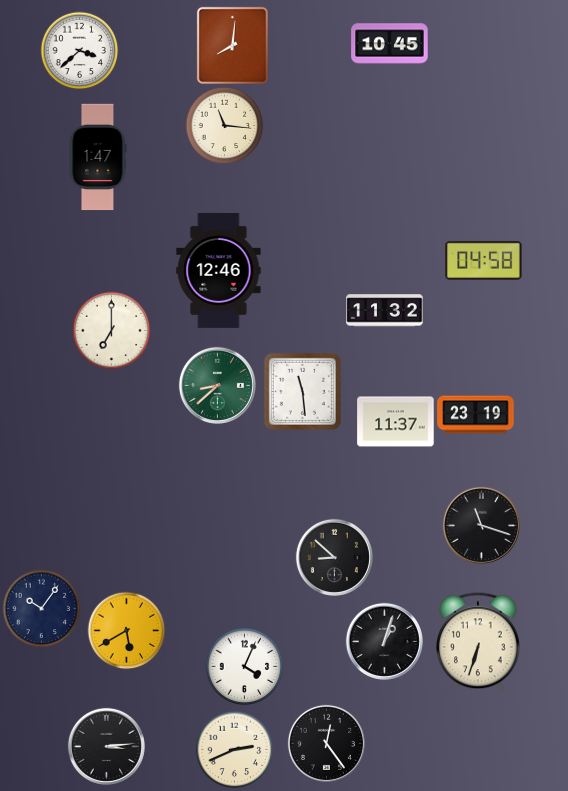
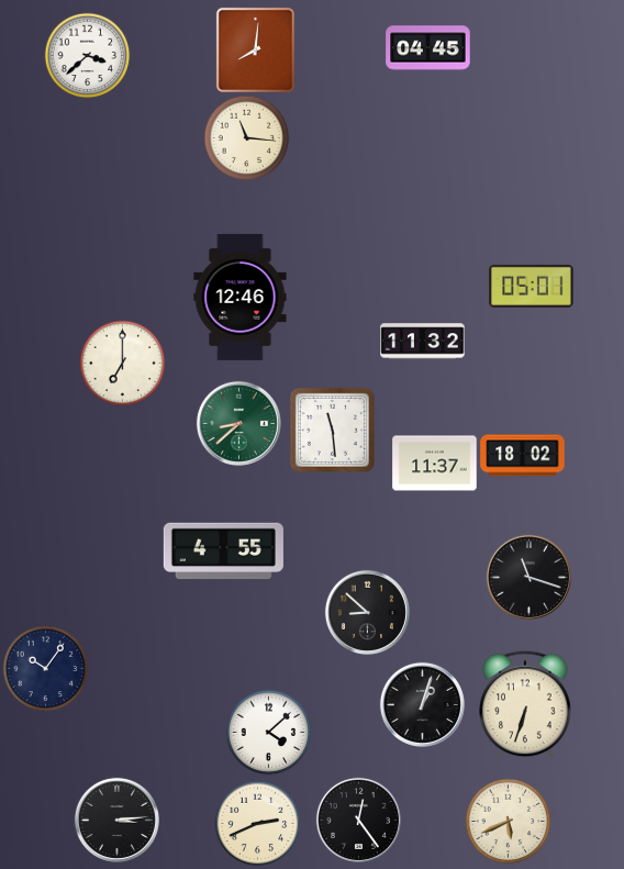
clock at (390, 44): 10:45 -> 04:45
clock at (98, 157): 1:47 -> none
clock at (484, 260): 04:58 -> 05:01
clock at (476, 415): 23:19 -> 18:02
clock at (223, 552): none -> 4:55
clock at (126, 630): 5:40 -> none
clock at (244, 666): 4:04 -> 4:08
clock at (326, 743) position: (326, 743) -> (358, 820)
clock at (508, 821): none -> 5:41
